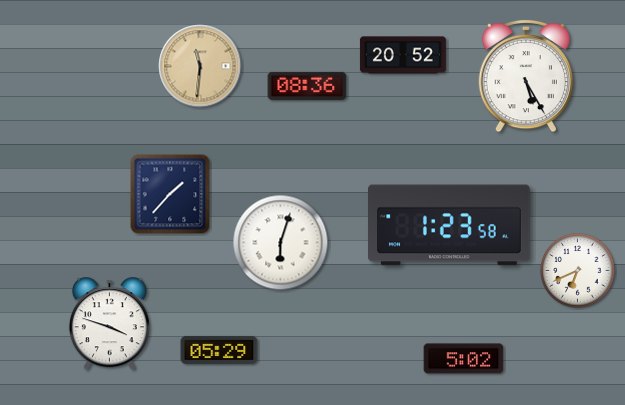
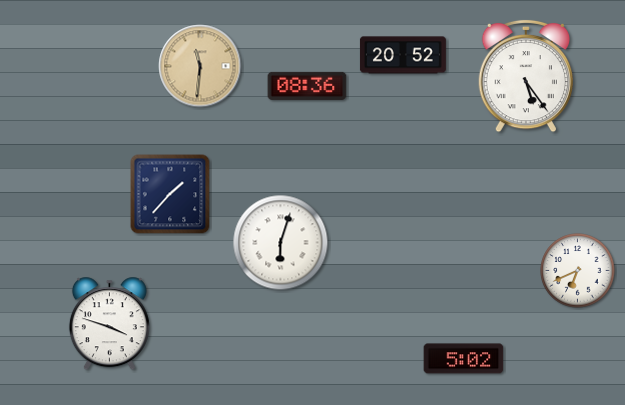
clock at (525, 76): 5:25 -> 5:24
clock at (449, 225): 1:23 -> none
clock at (219, 350): 05:29 -> none
